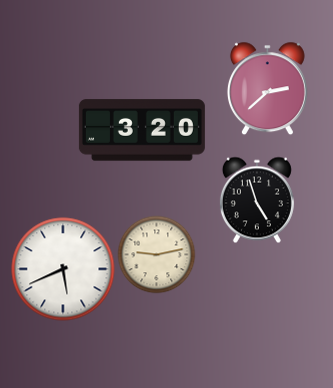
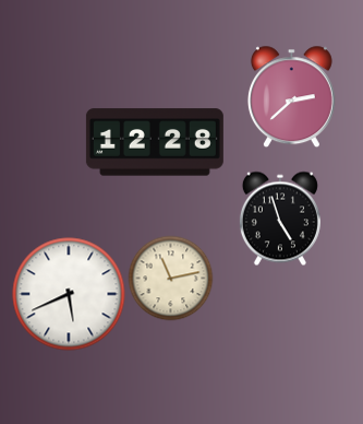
clock at (142, 130): 3:20 -> 12:28
clock at (156, 254): 9:13 -> 11:13
